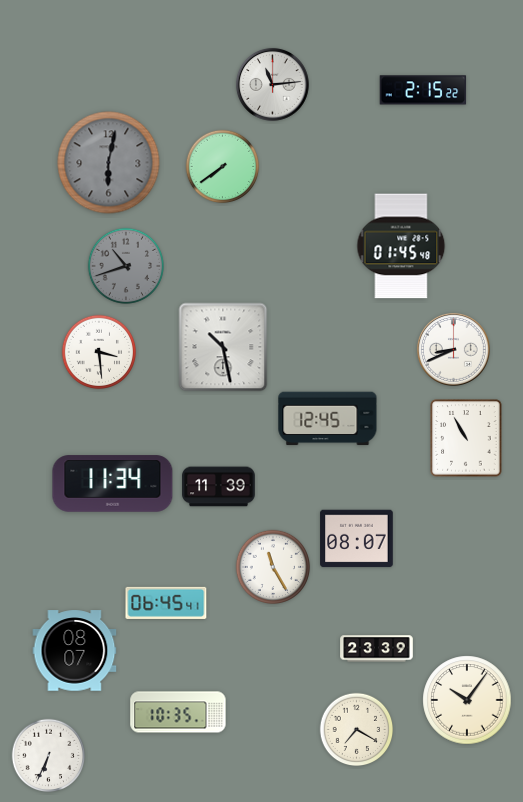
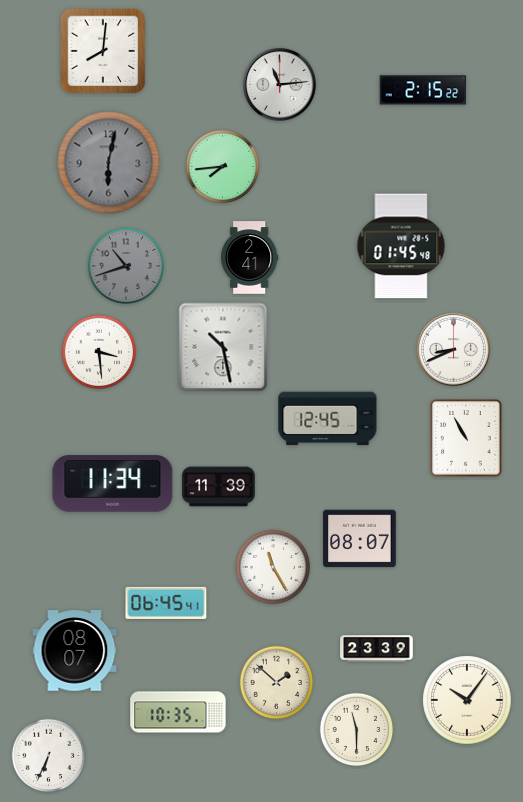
clock at (103, 51): none -> 8:01
clock at (272, 84) position: (272, 84) -> (279, 84)
clock at (223, 167): 7:39 -> 7:44
clock at (250, 258): none -> 2:41
clock at (357, 539) position: (357, 539) -> (360, 539)
clock at (277, 683): none -> 1:52
clock at (357, 730): 7:20 -> 11:30
